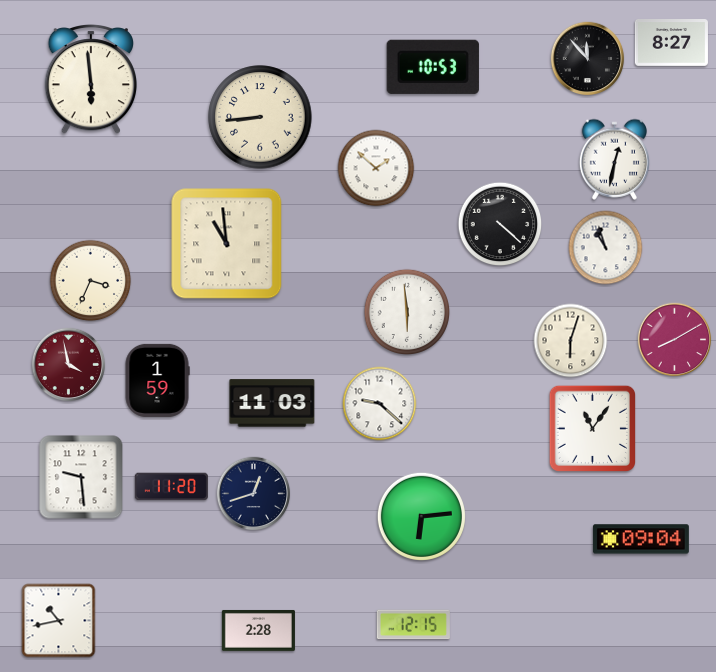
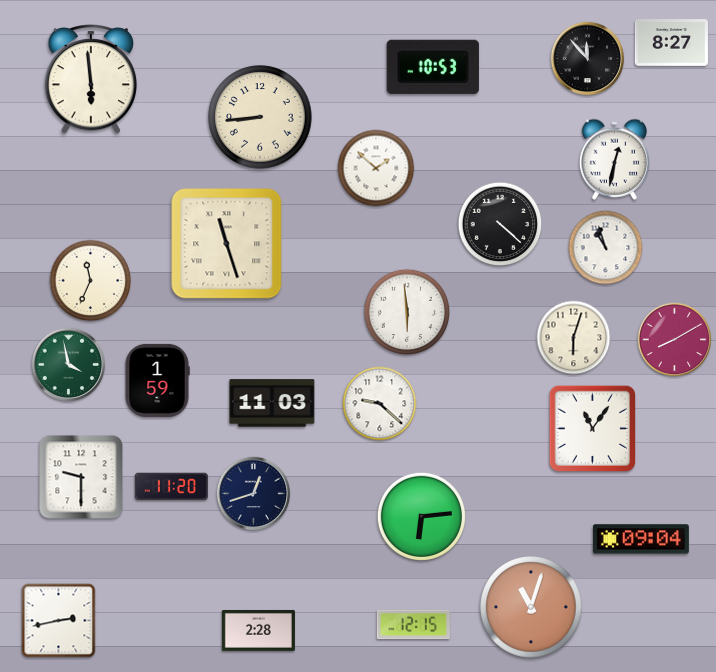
clock at (227, 244): 10:59 -> 11:27
clock at (91, 281): 3:34 -> 11:34
clock at (571, 341) position: (571, 341) -> (574, 338)
clock at (69, 365) dial: burgundy -> green
clock at (81, 477): 9:29 -> 9:30
clock at (531, 607): none -> 11:03
clock at (59, 621): 10:43 -> 2:43
